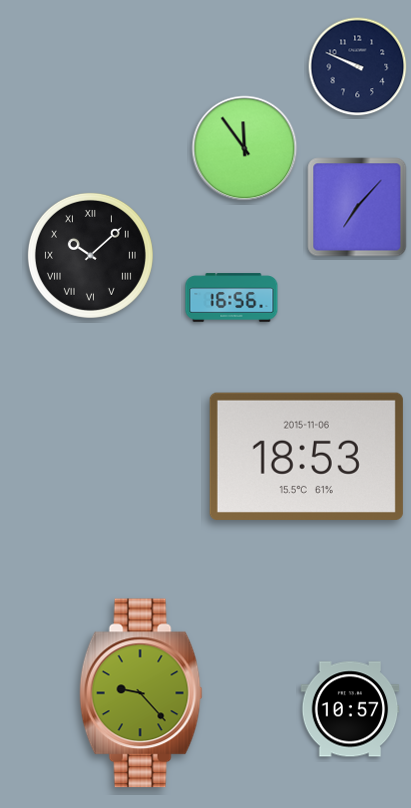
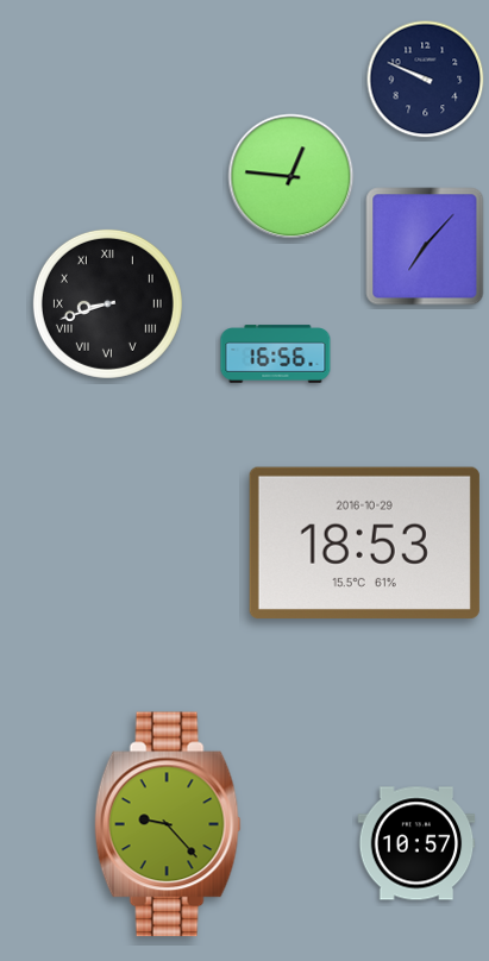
clock at (245, 149): 11:54 -> 12:46
clock at (90, 255): 10:08 -> 8:42
clock at (306, 456) date: 2015-11-06 -> 2016-10-29
